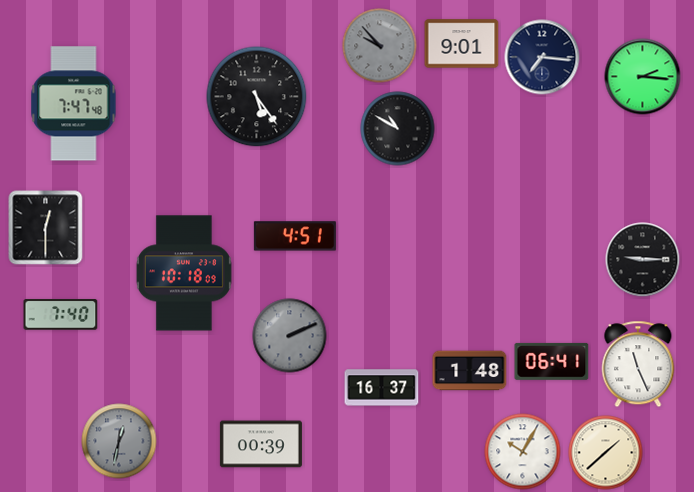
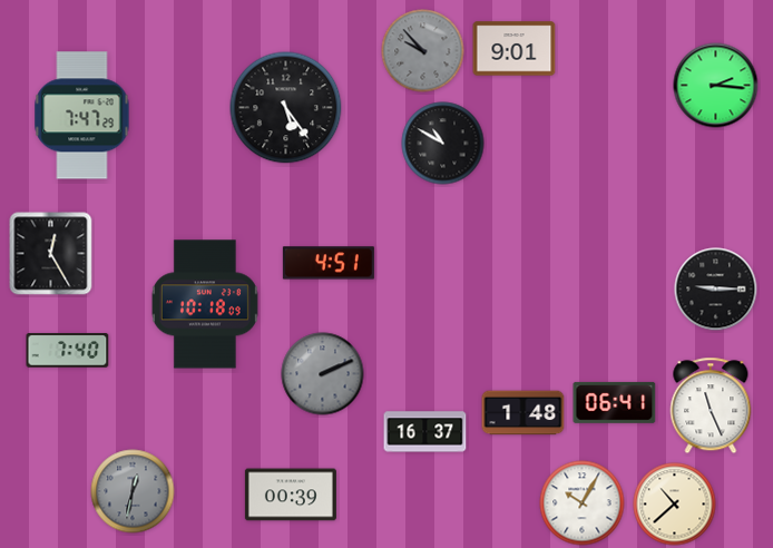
clock at (542, 57): 7:16 -> none
clock at (74, 104): 7:47:48 -> 7:47:29
clock at (46, 228): 12:30 -> 12:25
clock at (606, 453): 1:38 -> 10:38
